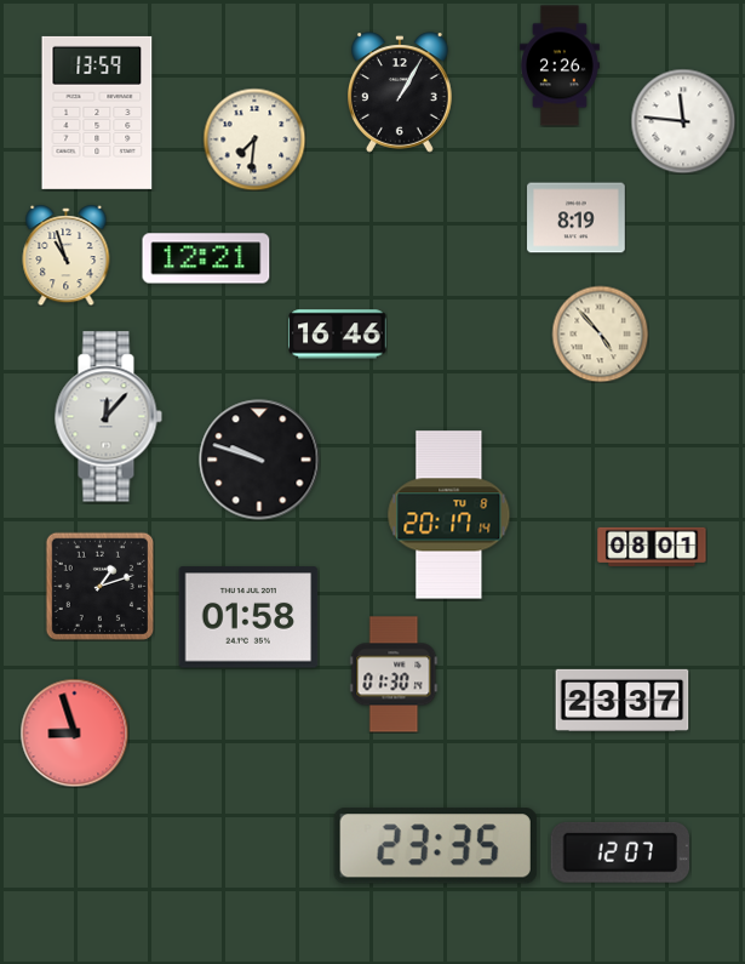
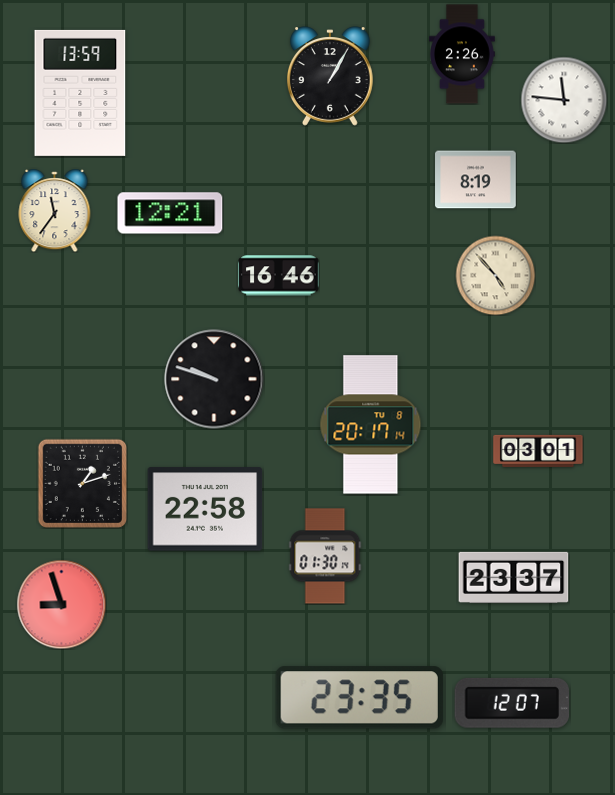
clock at (254, 139): 7:31 -> none
clock at (67, 256): 10:57 -> 11:36
clock at (108, 417): 12:07 -> none
clock at (652, 547): 08:01 -> 03:01
clock at (248, 617): 01:58 -> 22:58
